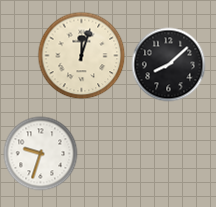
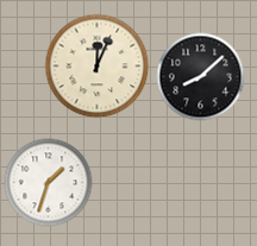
clock at (82, 56): 12:03 -> 12:04
clock at (41, 154): 9:33 -> 1:33
